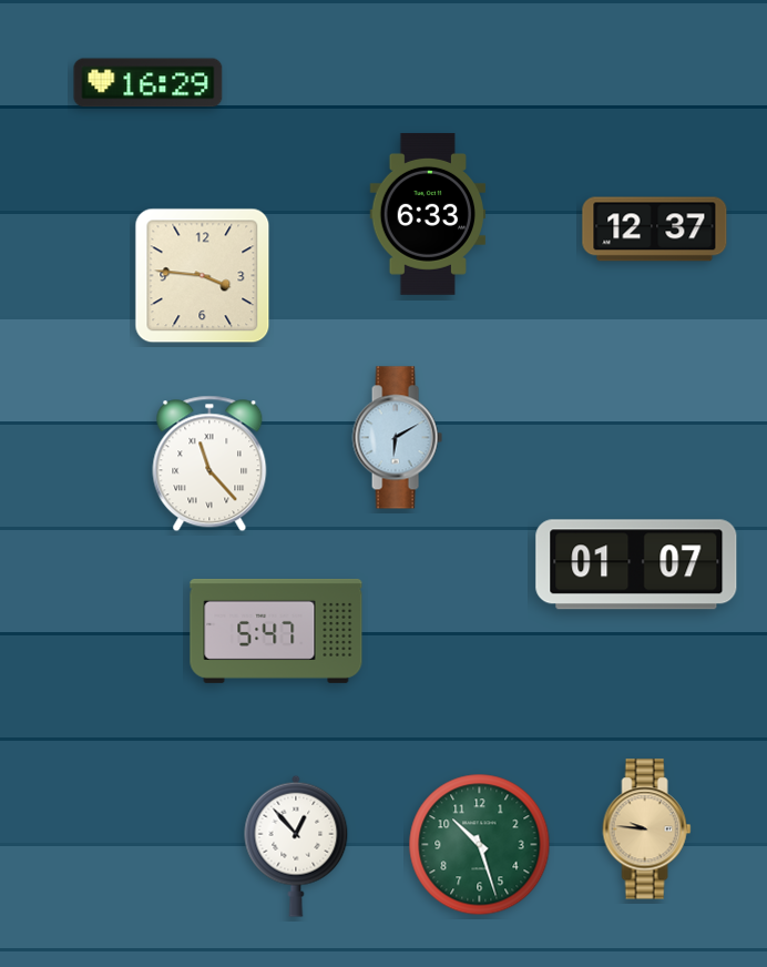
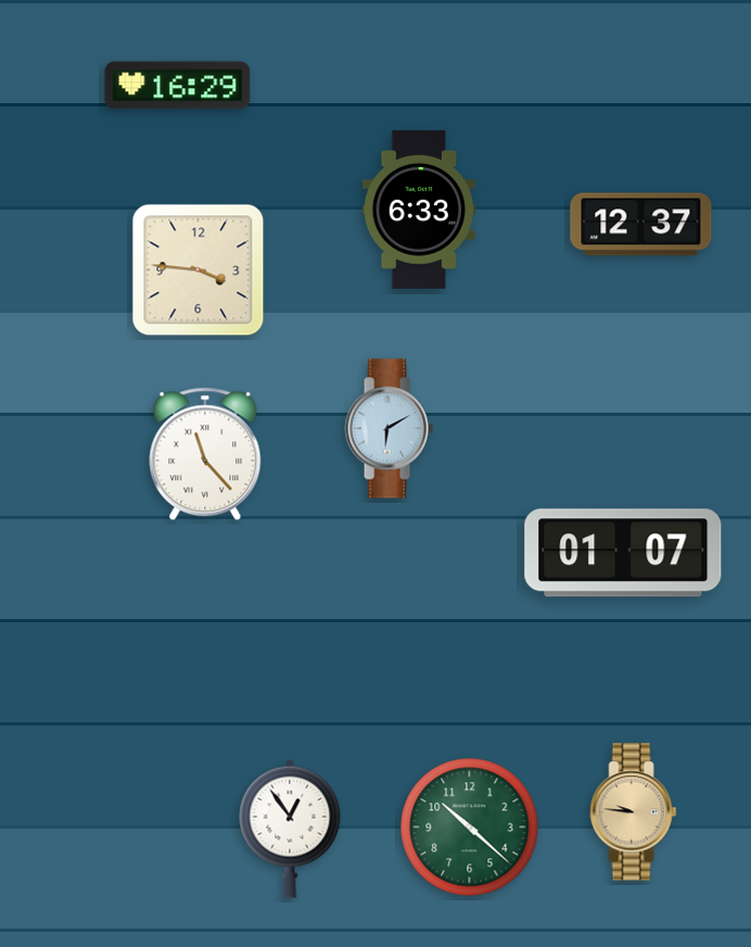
clock at (149, 83) position: (149, 83) -> (178, 86)
clock at (276, 631): 5:47 -> none
clock at (480, 845): 10:27 -> 10:22
clock at (296, 846): 12:53 -> 12:54
